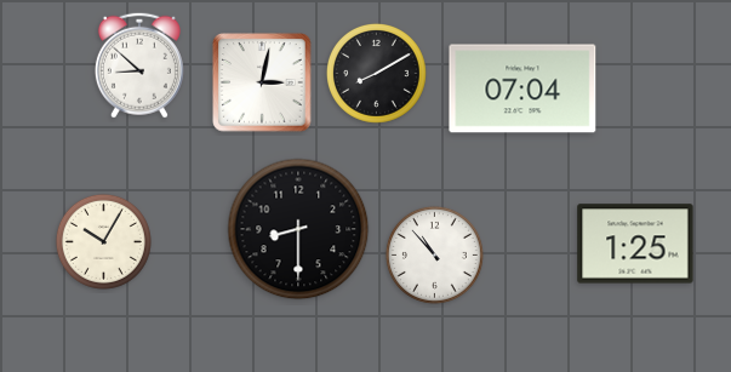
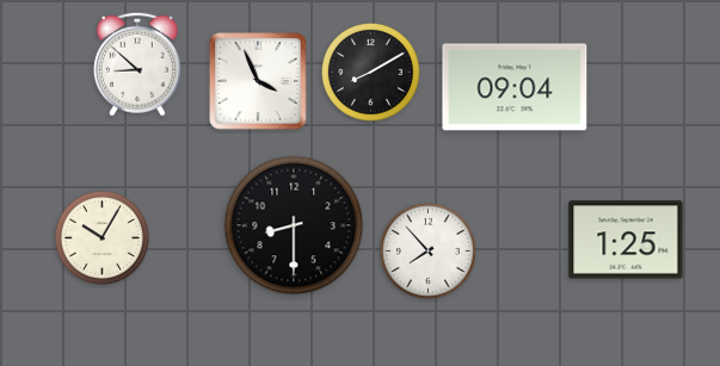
clock at (262, 82): 3:02 -> 3:56
clock at (522, 88): 07:04 -> 09:04
clock at (434, 254): 10:53 -> 7:53
